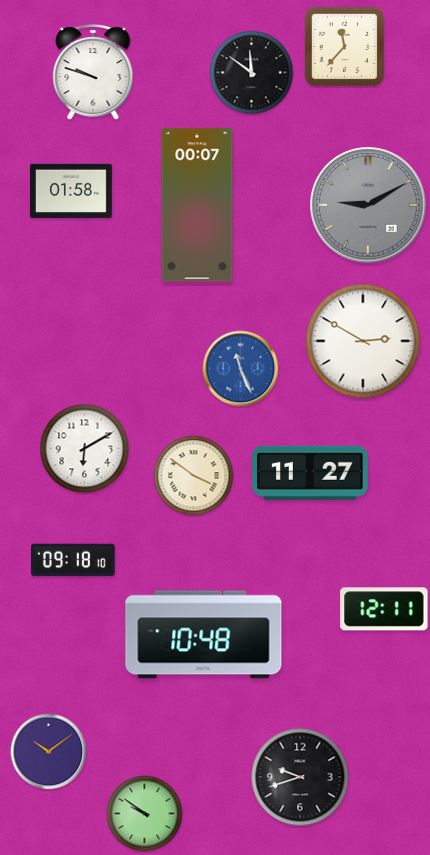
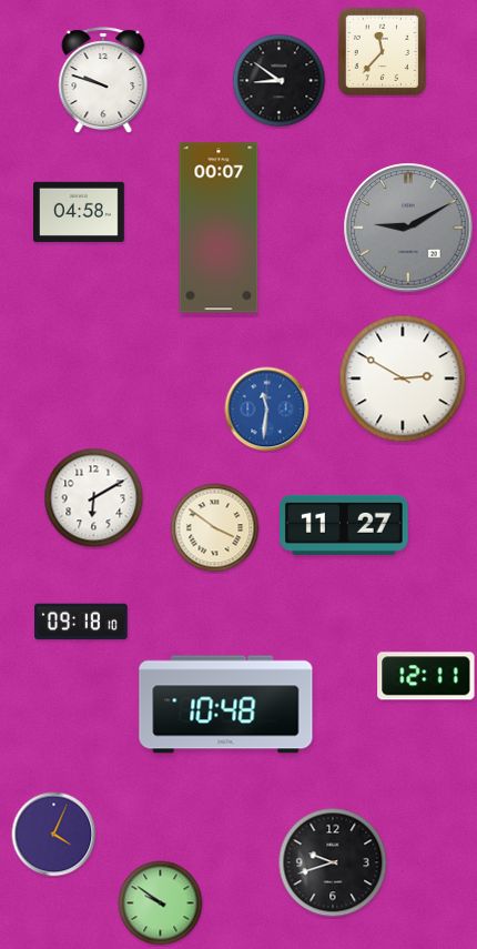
clock at (252, 73): 11:51 -> 8:51
clock at (72, 191): 01:58 -> 04:58
clock at (241, 369): 11:26 -> 11:31
clock at (49, 752): 10:09 -> 4:04
